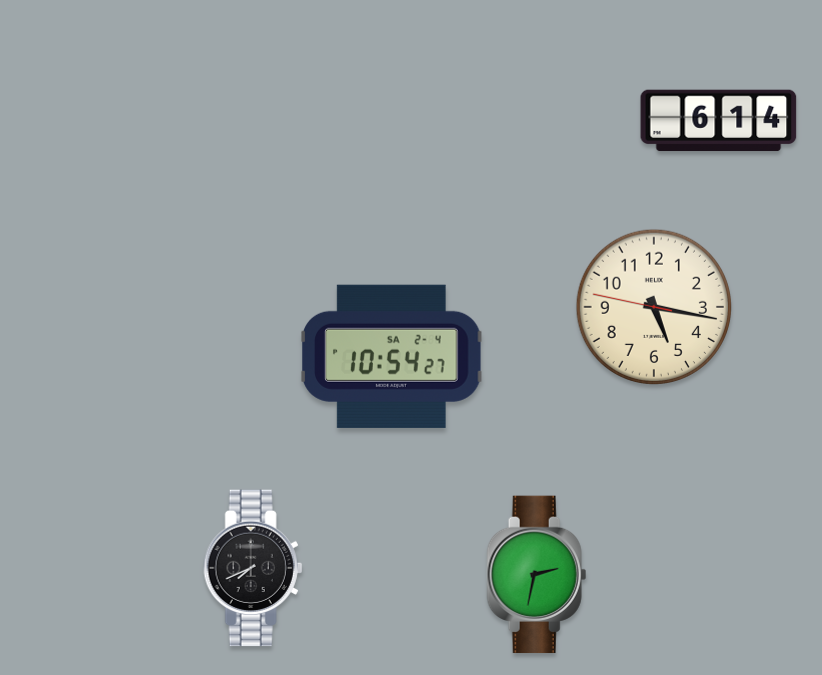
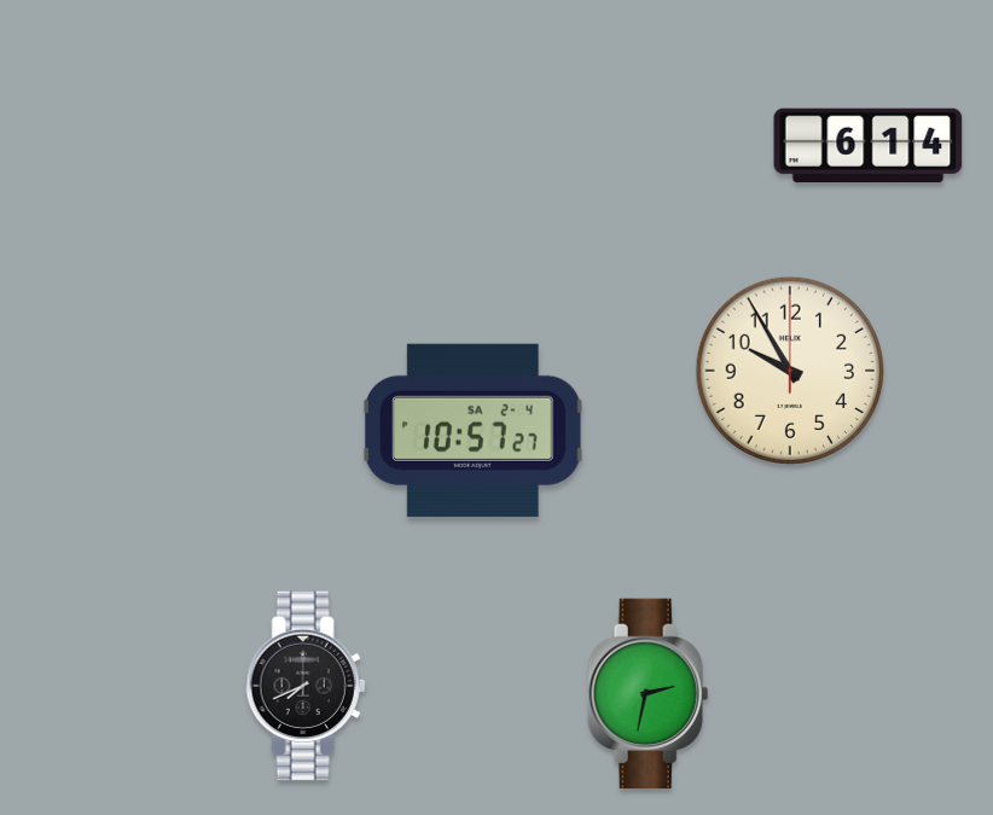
clock at (653, 306): 5:16 -> 9:55
clock at (392, 356): 10:54 -> 10:57
